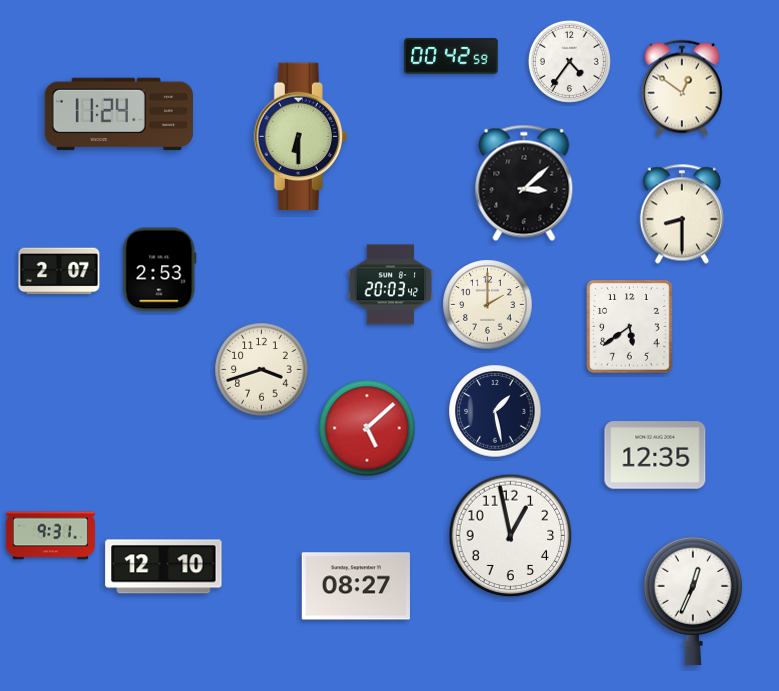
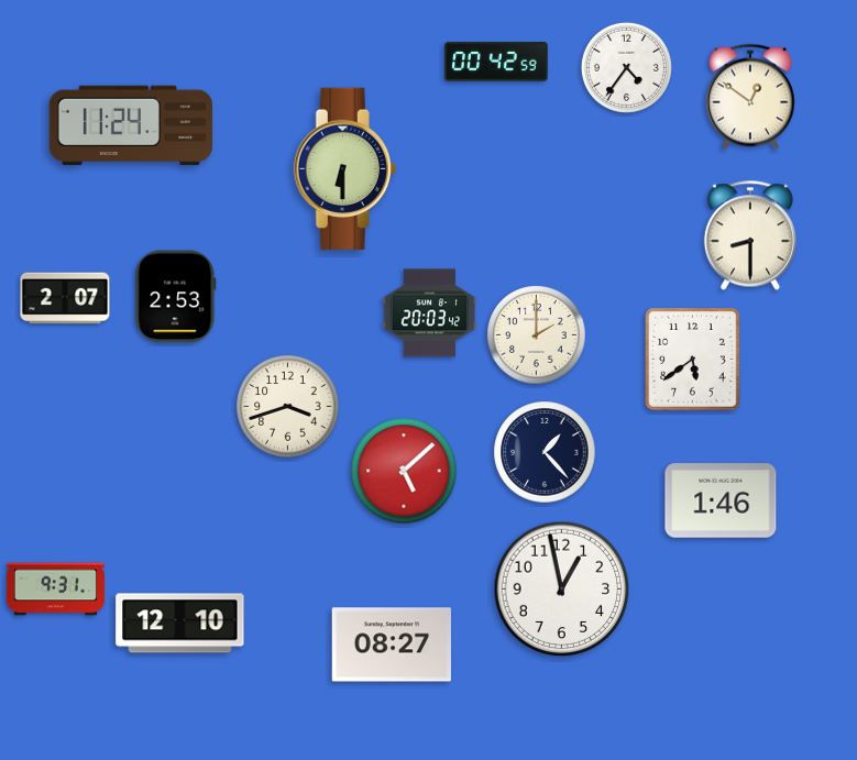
clock at (300, 137) position: (300, 137) -> (344, 169)
clock at (524, 183): 3:08 -> none
clock at (495, 411): 1:28 -> 1:23
clock at (655, 455): 12:35 -> 1:46
clock at (693, 600): 12:34 -> none
